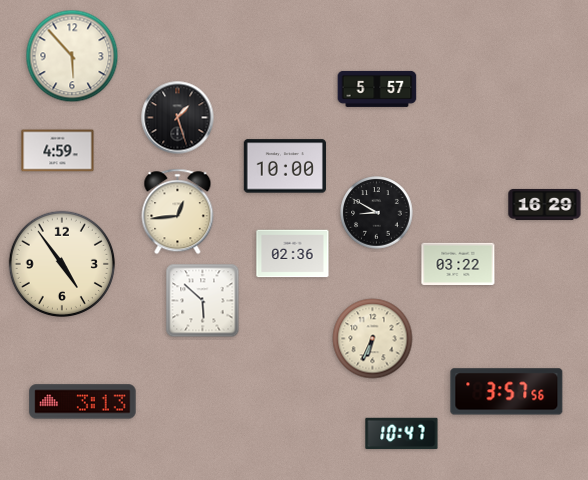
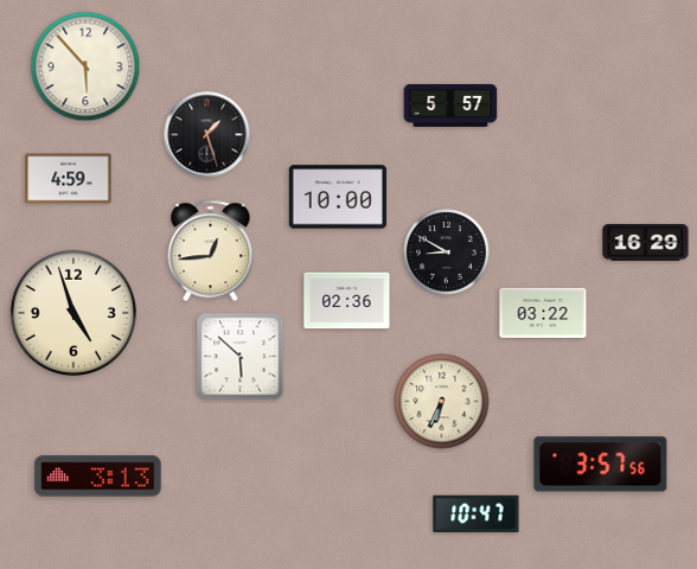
clock at (377, 89) position: (377, 89) -> (450, 106)
clock at (178, 118) position: (178, 118) -> (207, 135)
clock at (61, 263): 4:54 -> 4:57
